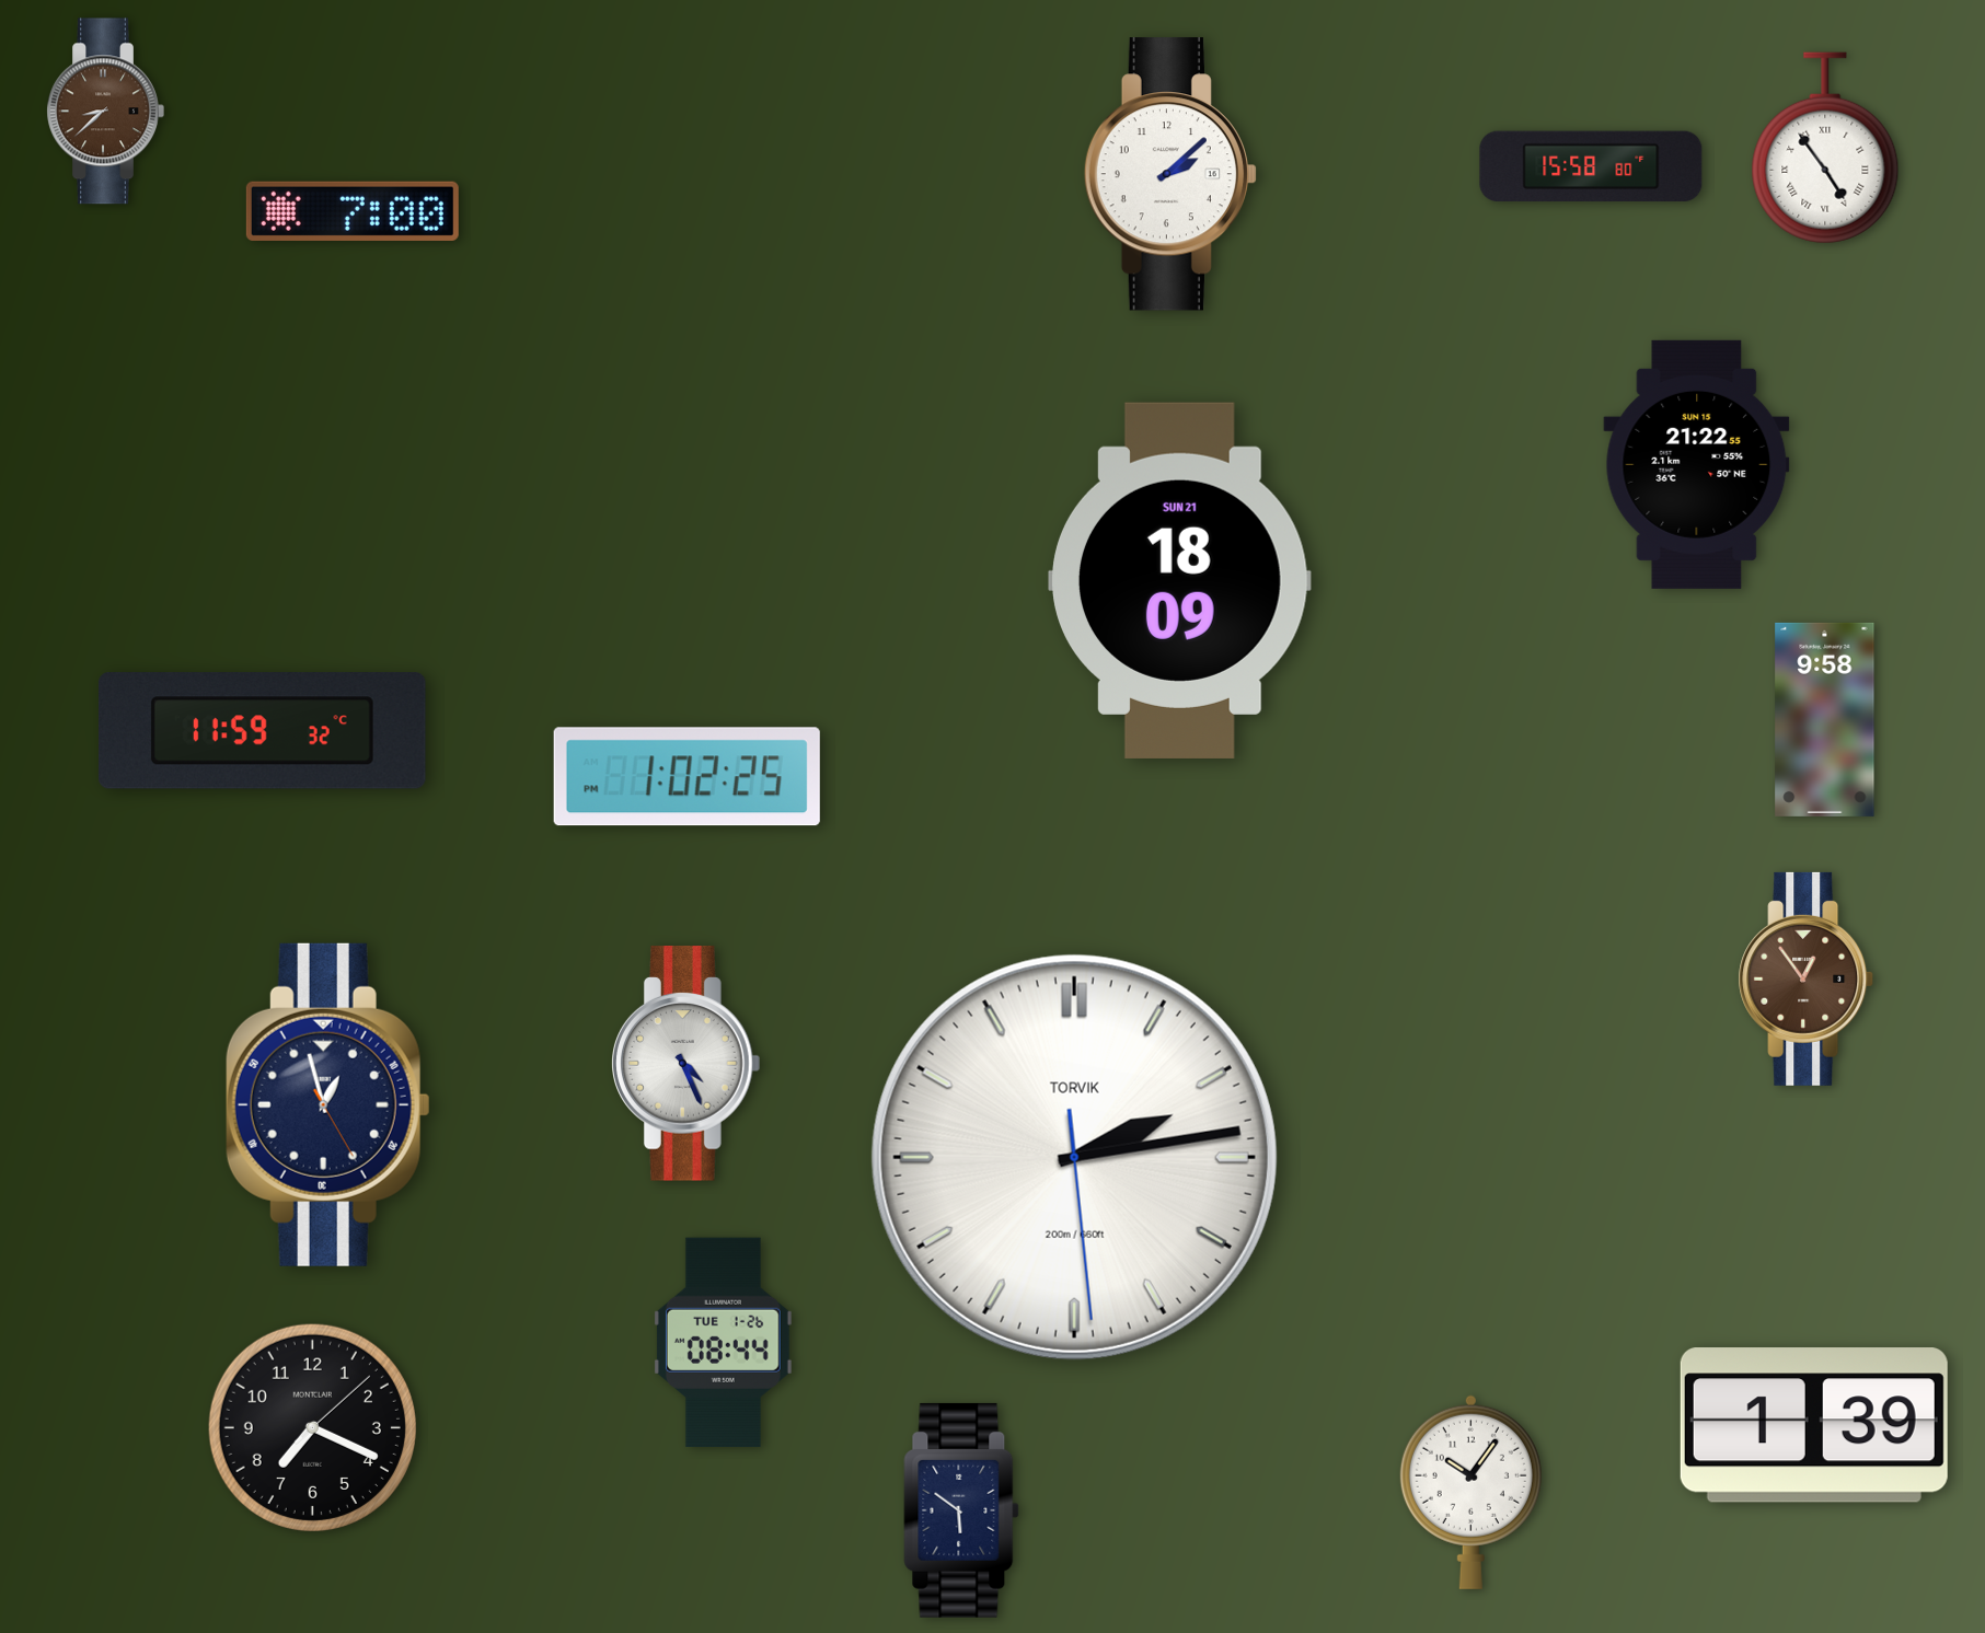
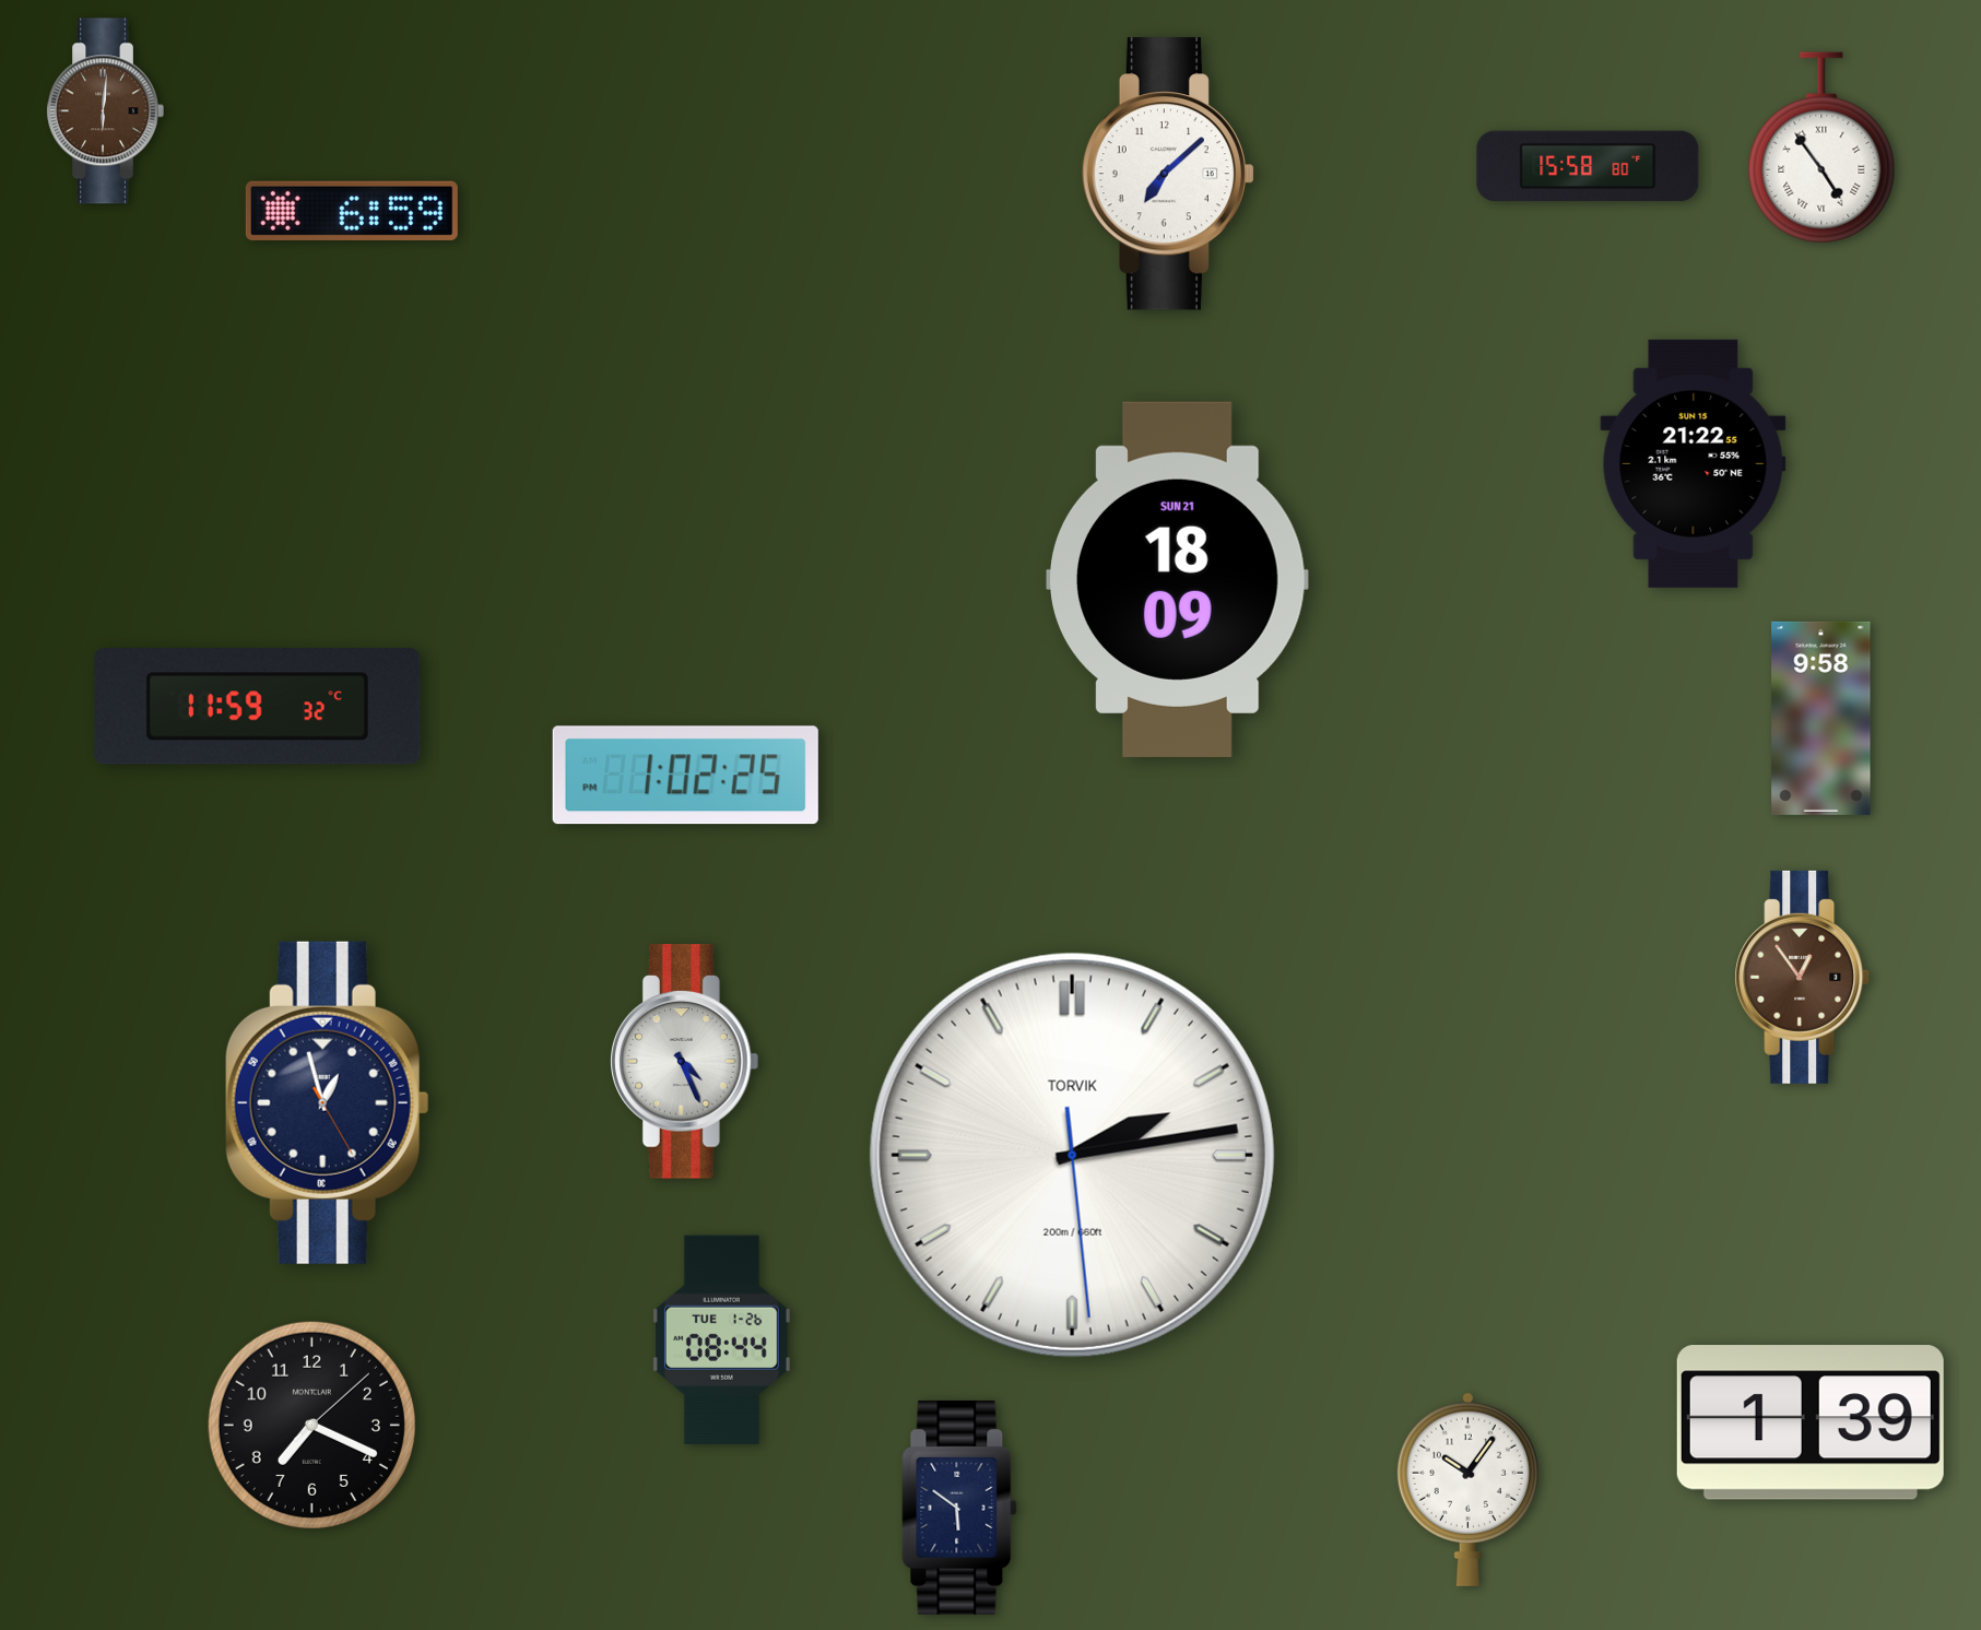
clock at (105, 112): 8:38 -> 6:01
clock at (1170, 174): 2:08 -> 7:08
clock at (353, 211): 7:00 -> 6:59
clock at (262, 731) position: (262, 731) -> (257, 707)
